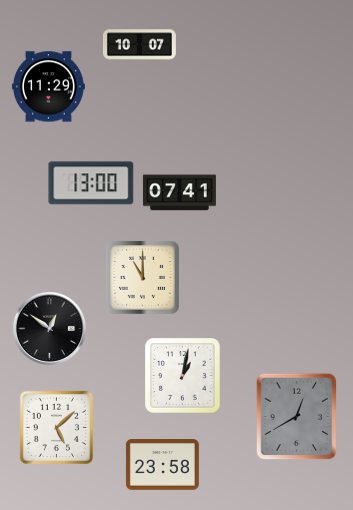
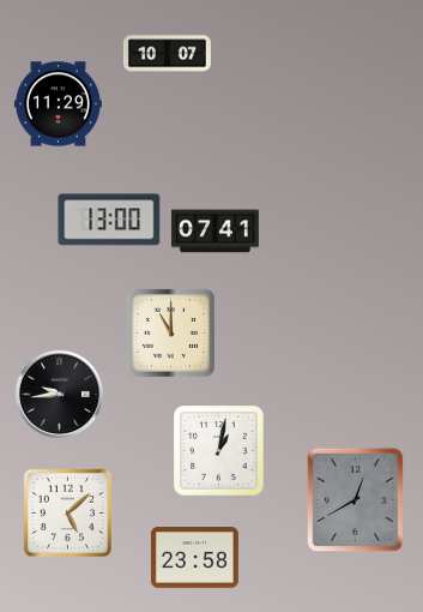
clock at (49, 328): 12:51 -> 9:44
